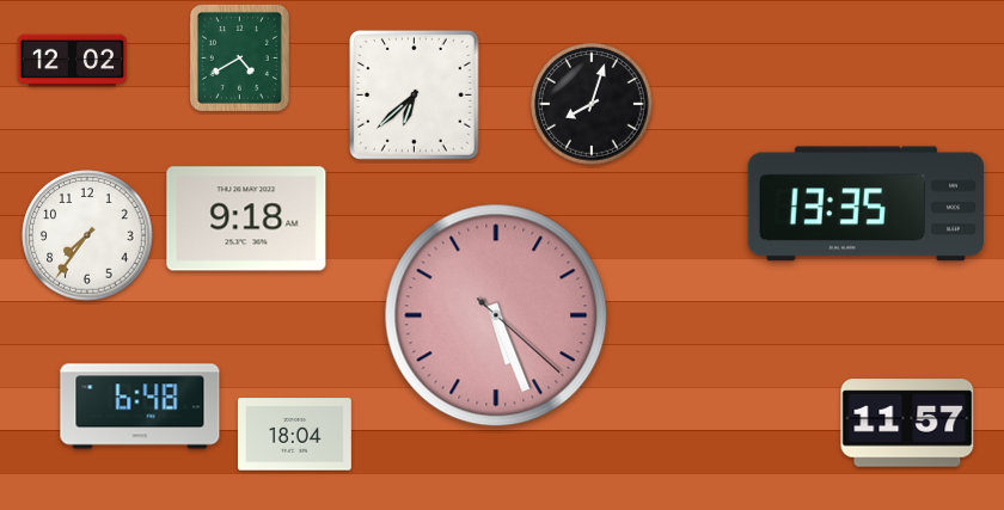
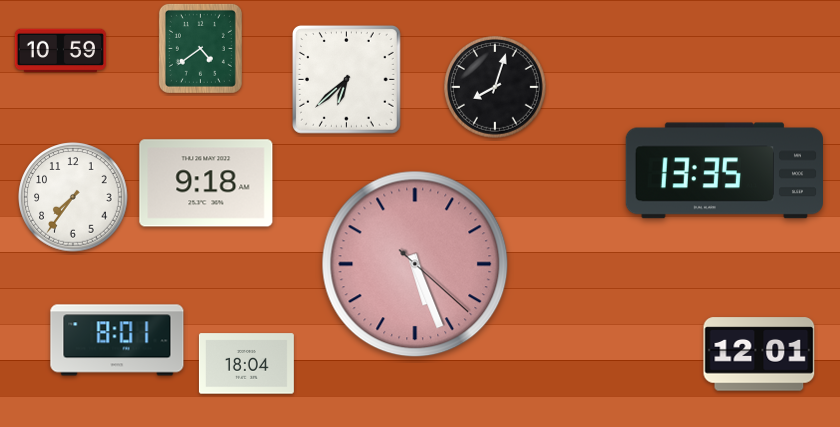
clock at (239, 57): 4:40 -> 4:39
clock at (72, 61): 12:02 -> 10:59
clock at (140, 406): 6:48 -> 8:01
clock at (907, 423): 11:57 -> 12:01
